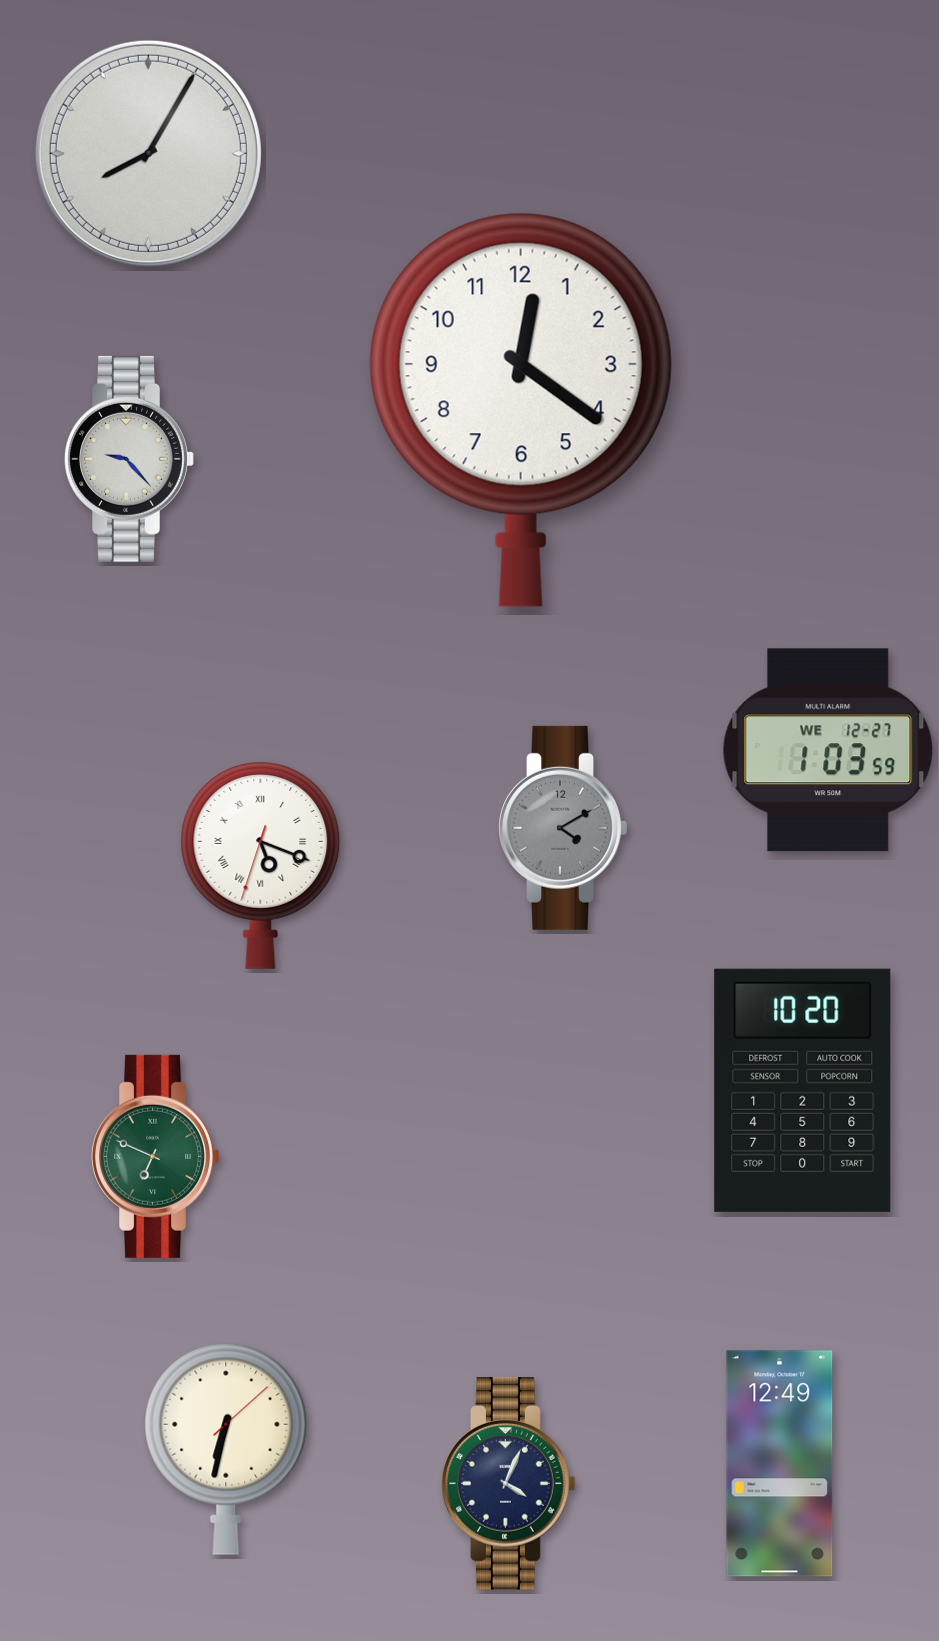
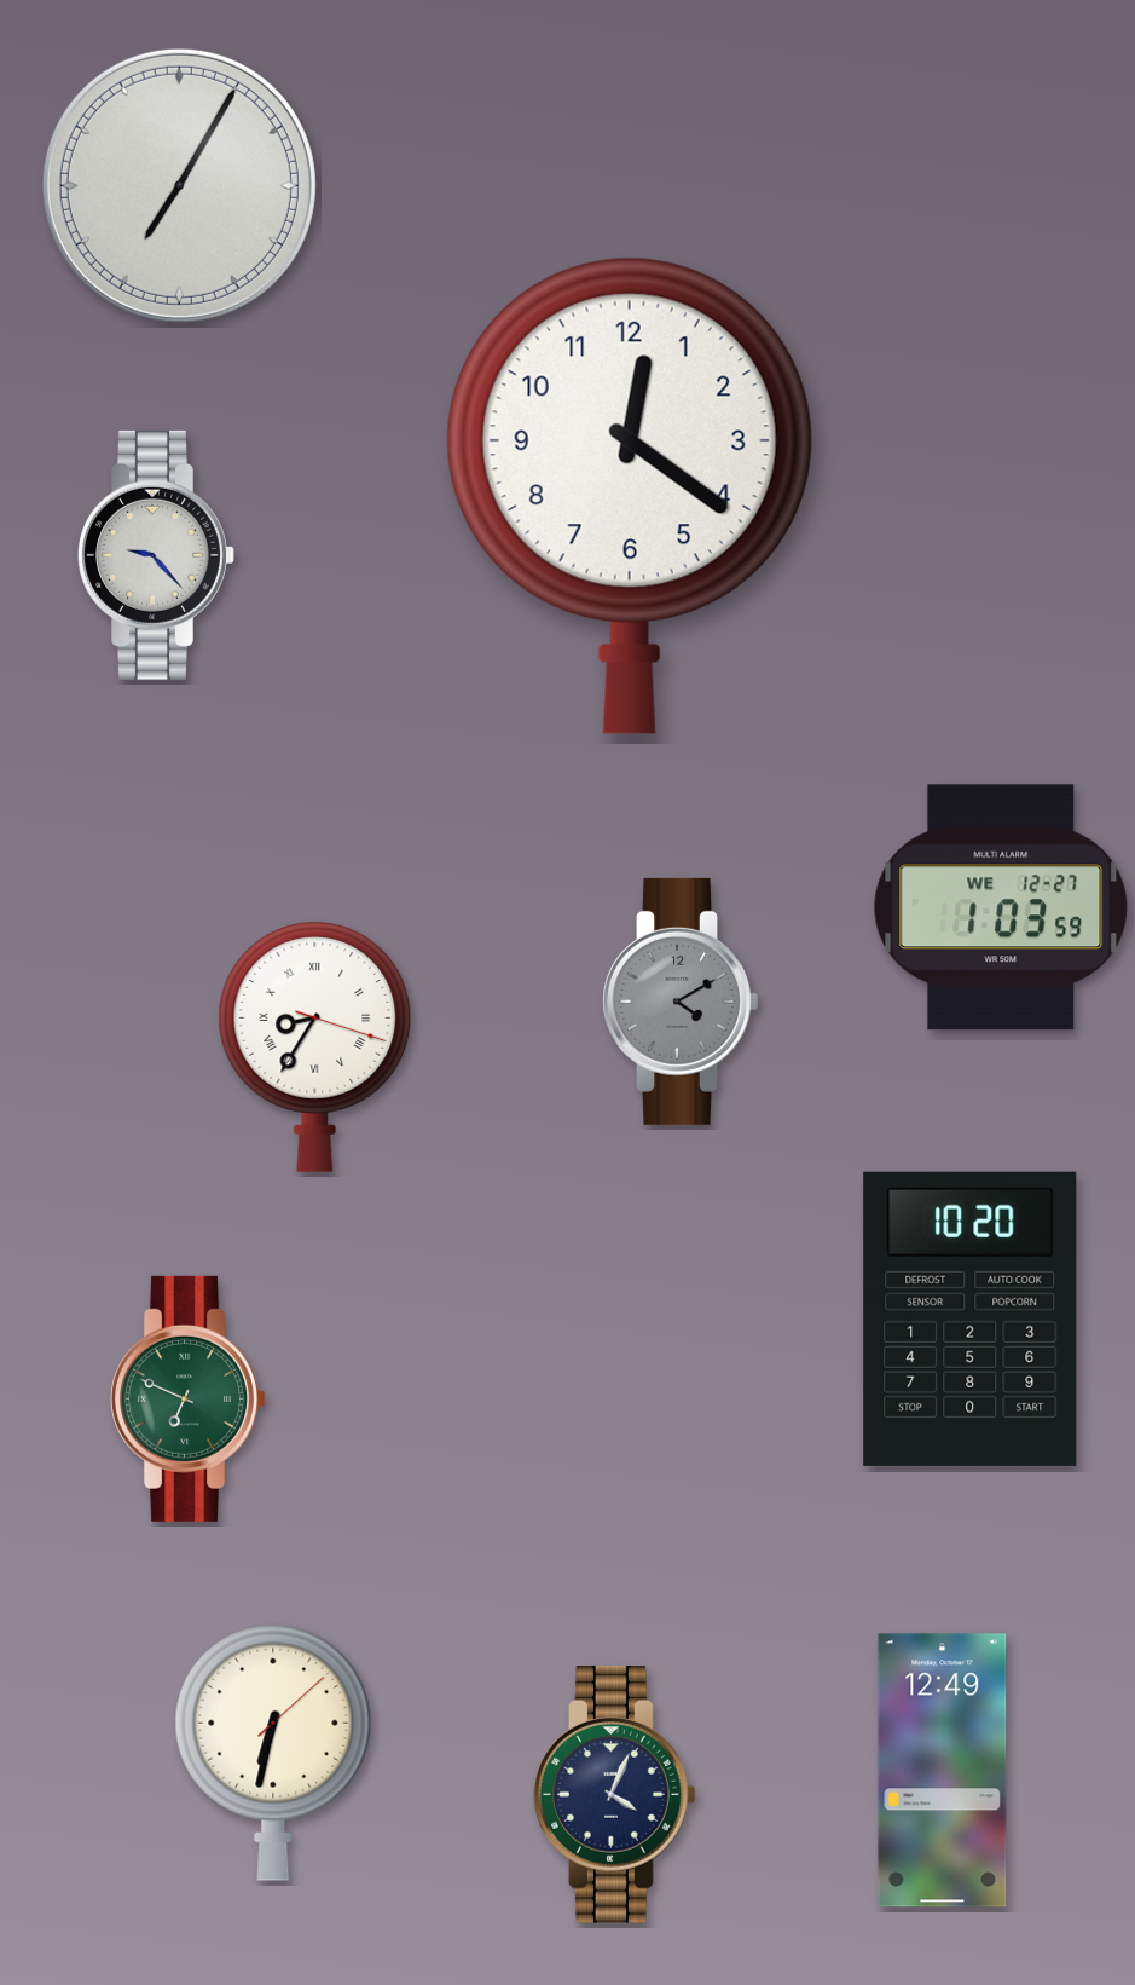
clock at (148, 153): 8:05 -> 7:05
clock at (261, 866): 5:18 -> 8:35
